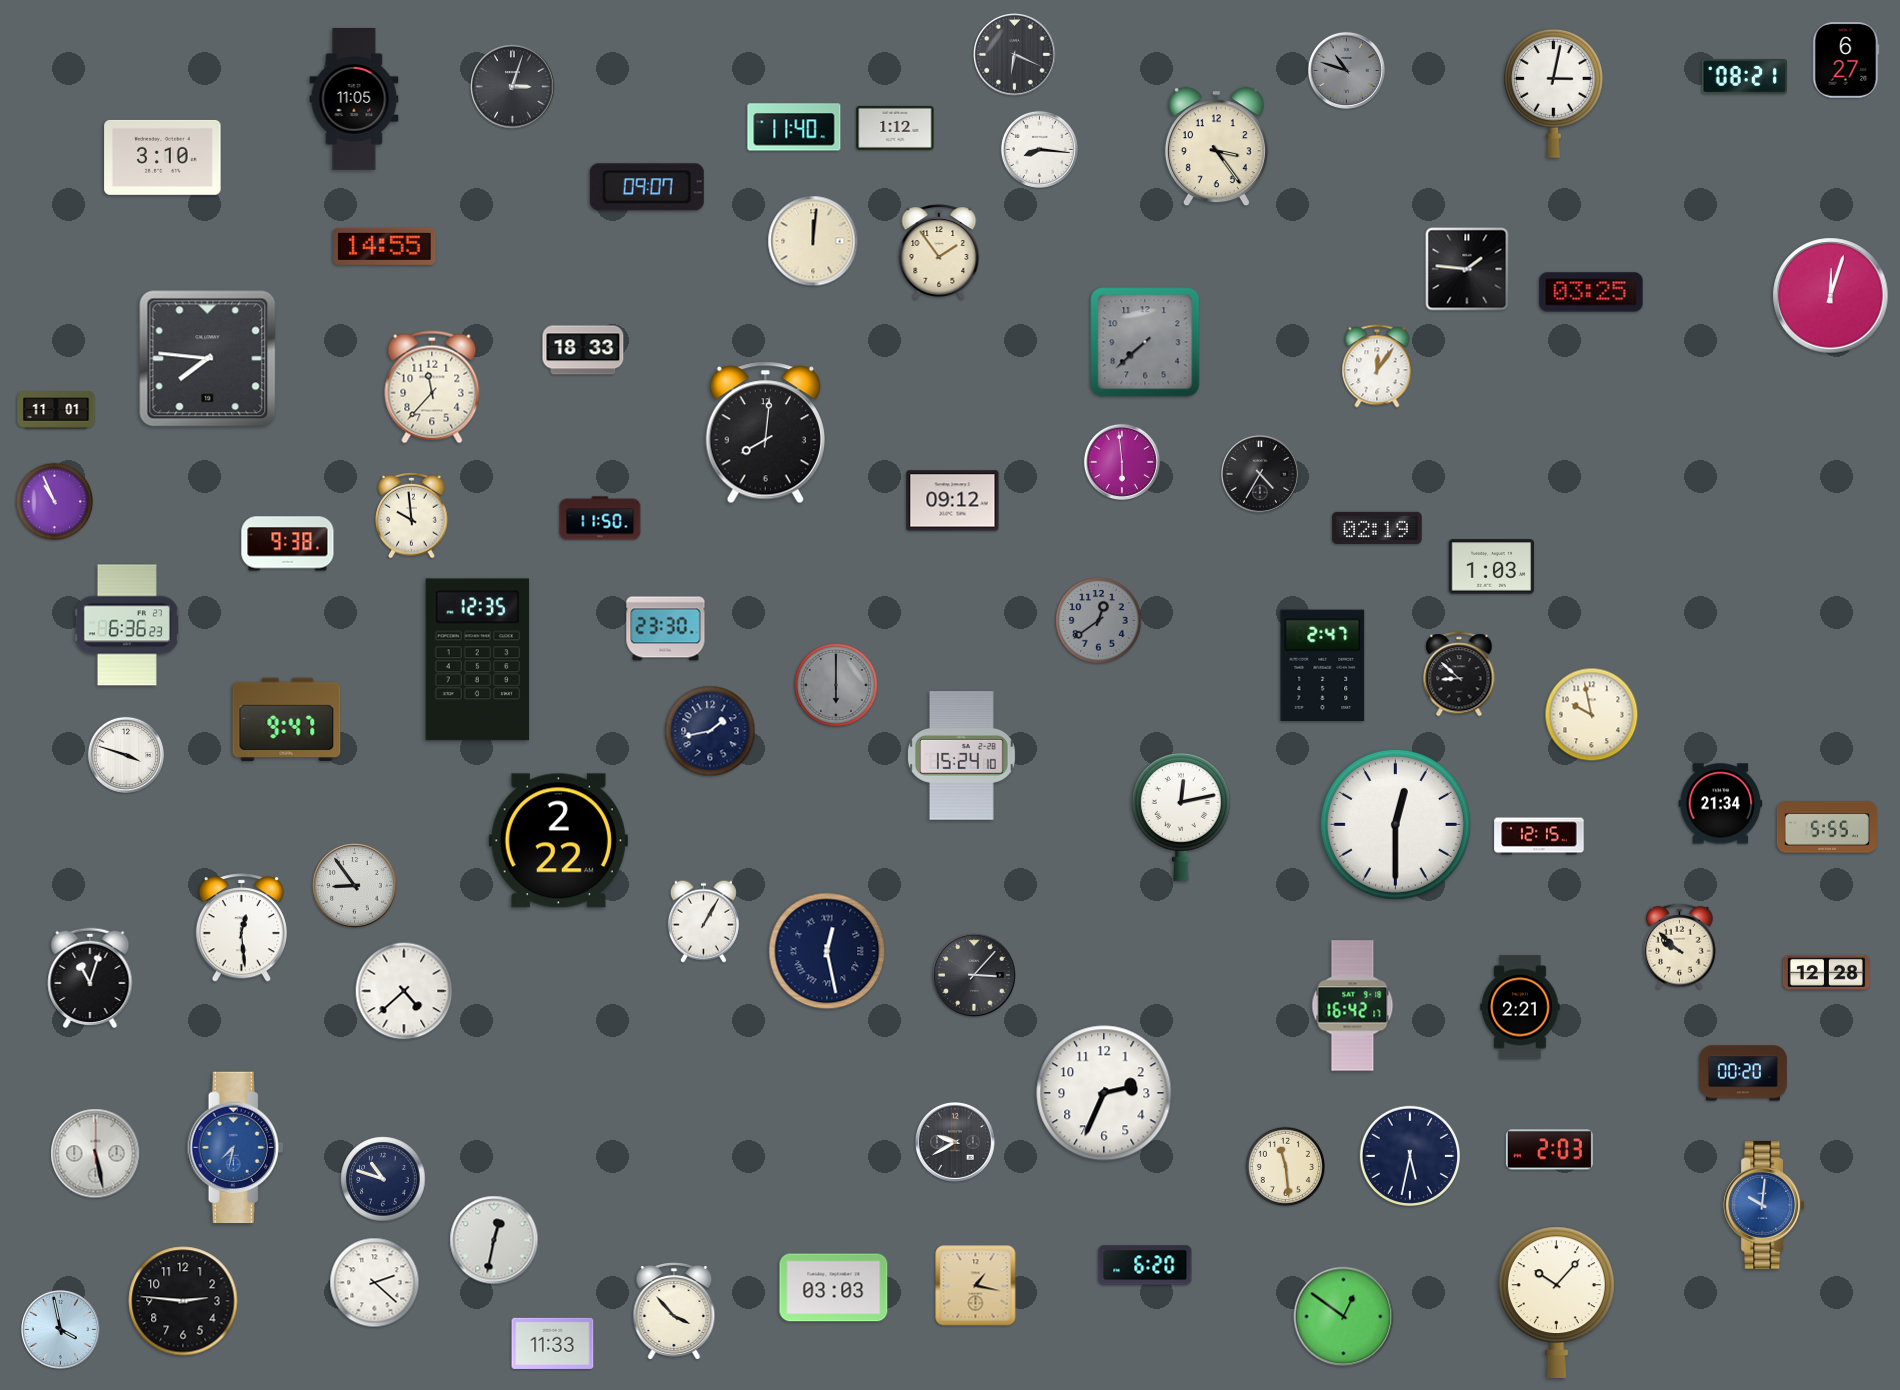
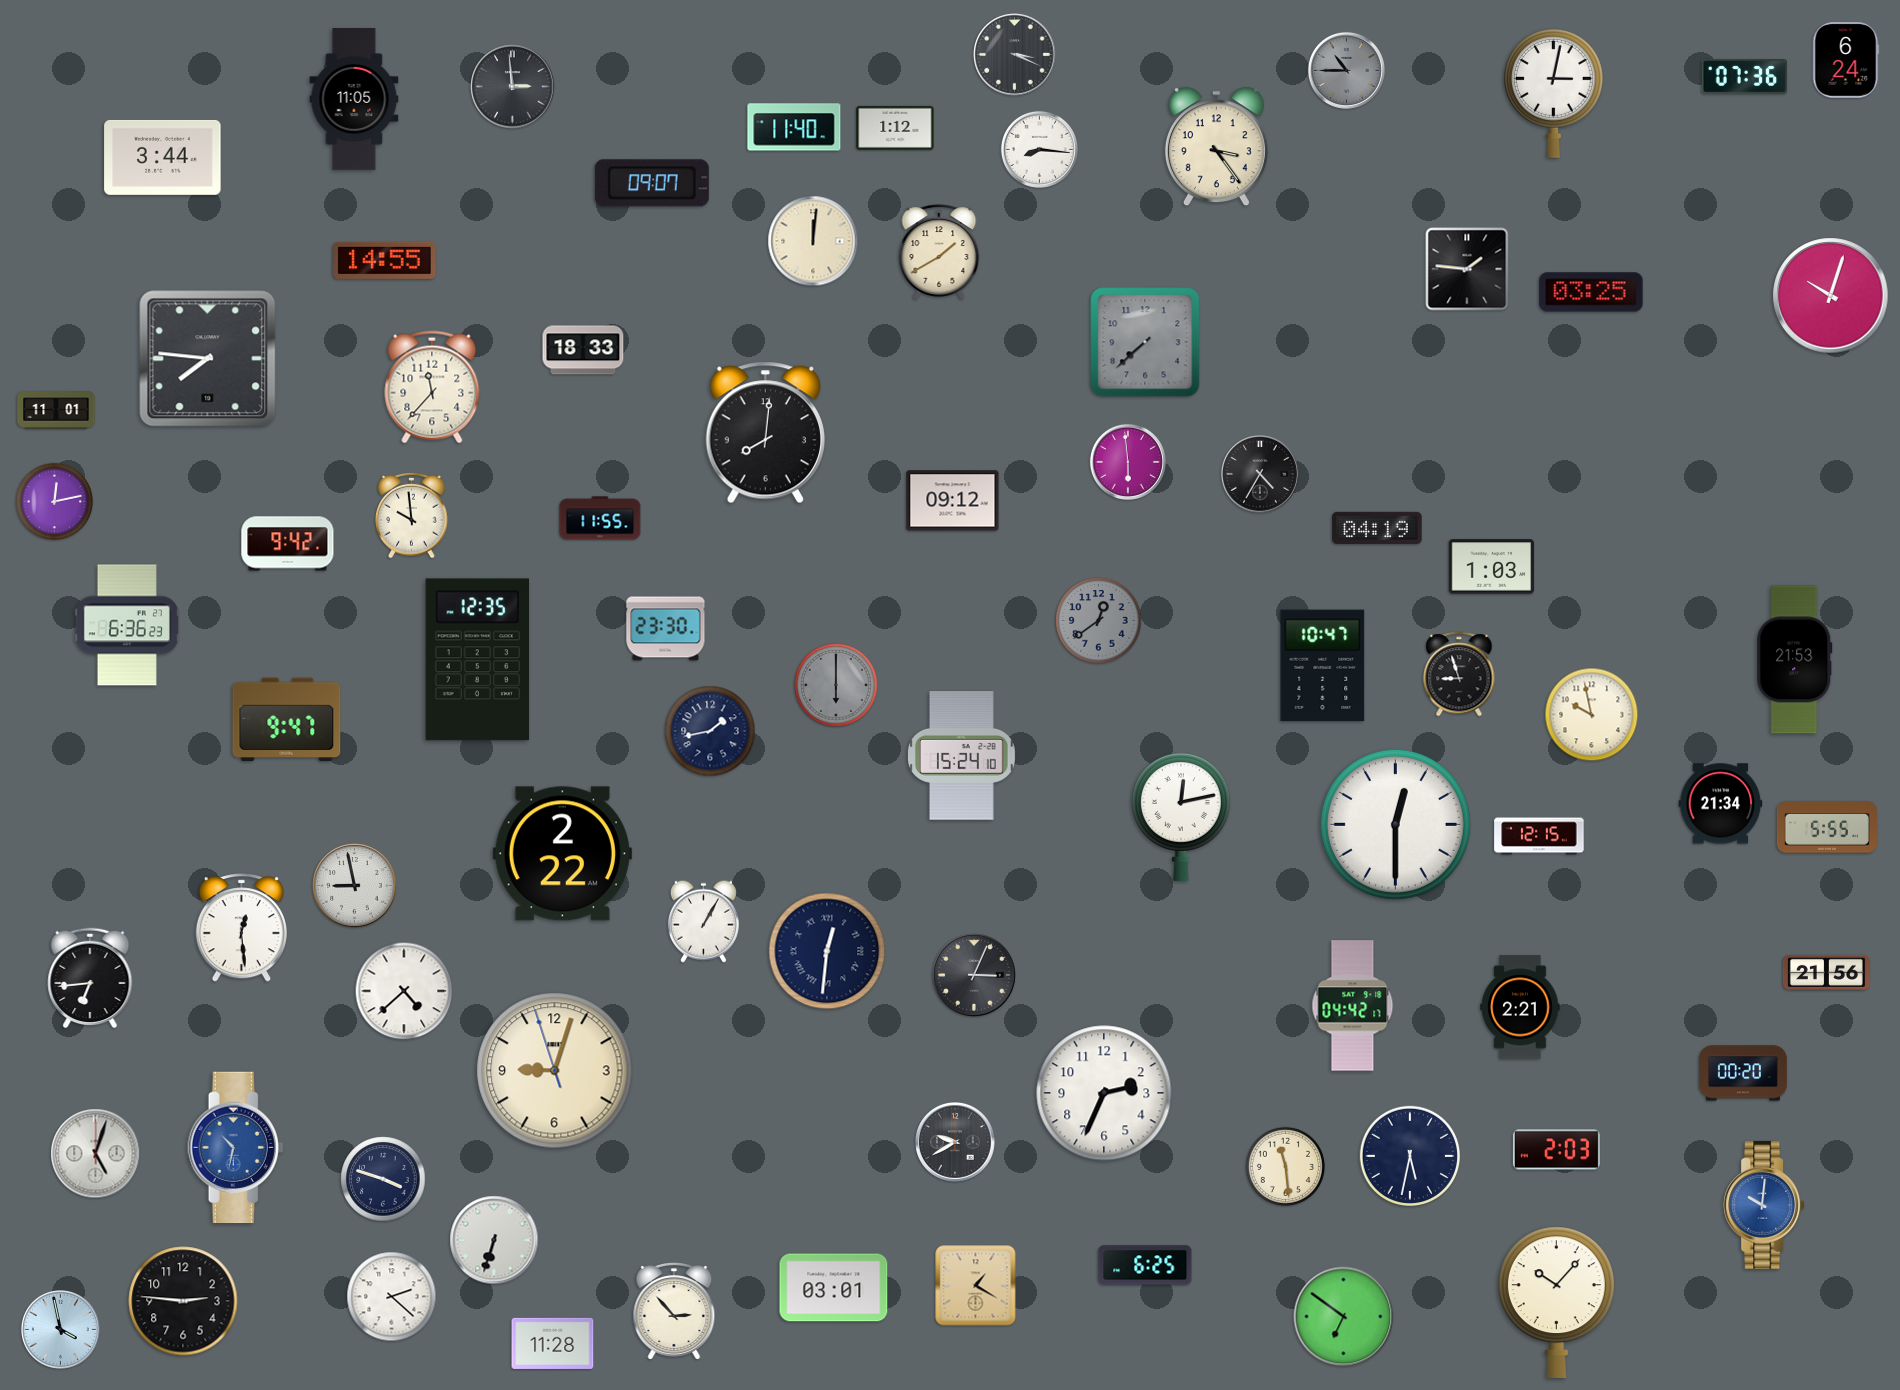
clock at (1015, 55): 6:19 -> 3:19
clock at (1846, 60): 6:27 -> 6:24
clock at (1346, 70): 10:48 -> 10:45
clock at (1744, 77): 08:21 -> 07:36
clock at (513, 87): 3:03 -> 2:59
clock at (163, 157): 3:10 -> 3:44
clock at (647, 187) position: (647, 187) -> (652, 183)
clock at (385, 246) position: (385, 246) -> (385, 260)
clock at (939, 252): 1:54 -> 1:40
clock at (1831, 296): 12:03 -> 10:03
clock at (1377, 366): 12:06 -> none
clock at (1122, 462) position: (1122, 462) -> (1128, 462)
clock at (55, 502): 10:56 -> 12:13
clock at (600, 518): 11:50 -> 11:55
clock at (1377, 528): 02:19 -> 04:19
clock at (288, 544): 9:38 -> 9:42
clock at (1795, 660): none -> 21:53
clock at (1323, 665): 2:47 -> 10:47
clock at (1459, 674): 8:52 -> 8:57
clock at (126, 755): 3:48 -> none
clock at (558, 841) position: (558, 841) -> (562, 854)
clock at (355, 886): 8:54 -> 8:58
clock at (1680, 946): 9:52 -> none
clock at (827, 951): 12:28 -> 12:31
clock at (1826, 972): 12:28 -> 21:56
clock at (974, 975): 3:07 -> 3:04
clock at (90, 978): 11:03 -> 6:44
clock at (1353, 1006): 16:42 -> 04:42
clock at (555, 1071): none -> 9:02
clock at (236, 1148): 7:32 -> 10:32
clock at (1549, 1150) position: (1549, 1150) -> (1556, 1150)
clock at (96, 1154): 5:28 -> 5:03
clock at (383, 1179): 10:48 -> 3:48
clock at (494, 1240): 12:32 -> 6:33
clock at (1145, 1265): 6:20 -> 6:25
clock at (375, 1283) position: (375, 1283) -> (392, 1297)
clock at (976, 1286): 1:17 -> 1:20
clock at (834, 1288): 03:03 -> 03:01
clock at (674, 1312): 3:53 -> 2:53
clock at (1344, 1317): 12:51 -> 6:51
clock at (553, 1343): 11:33 -> 11:28
